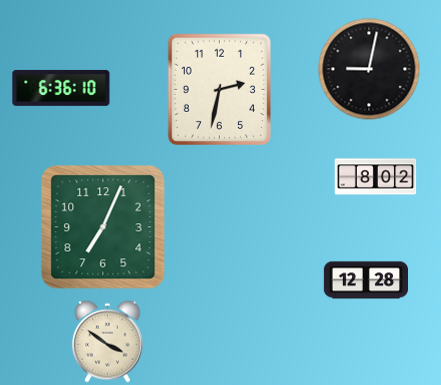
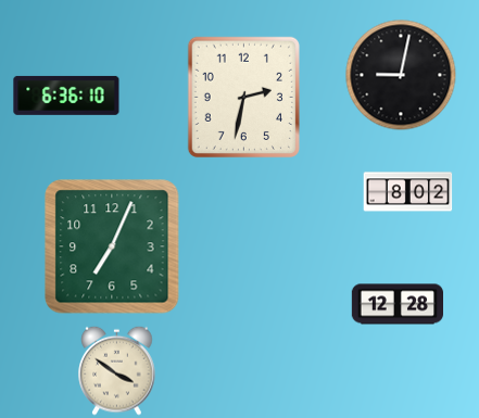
clock at (219, 89) position: (219, 89) -> (243, 97)
